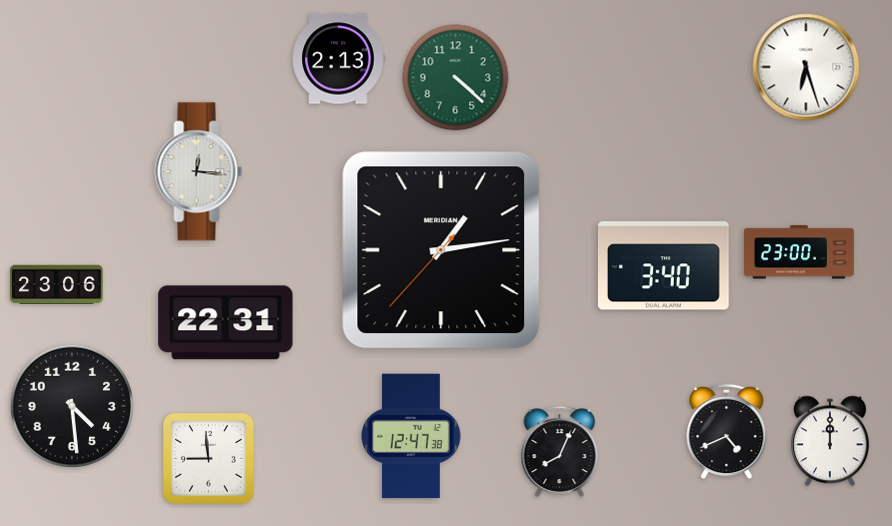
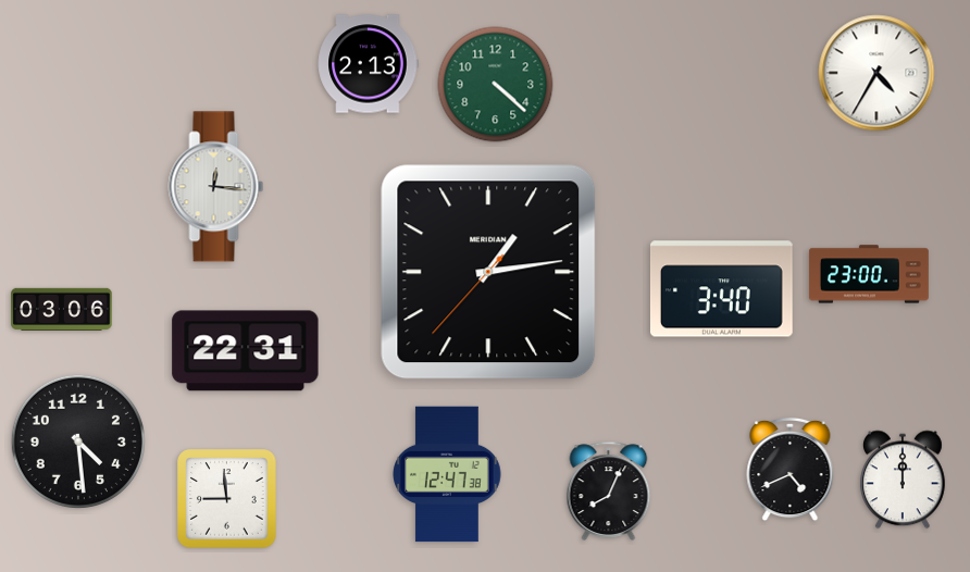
clock at (806, 67): 6:27 -> 4:35
clock at (441, 250) position: (441, 250) -> (488, 272)
clock at (57, 284): 23:06 -> 03:06
